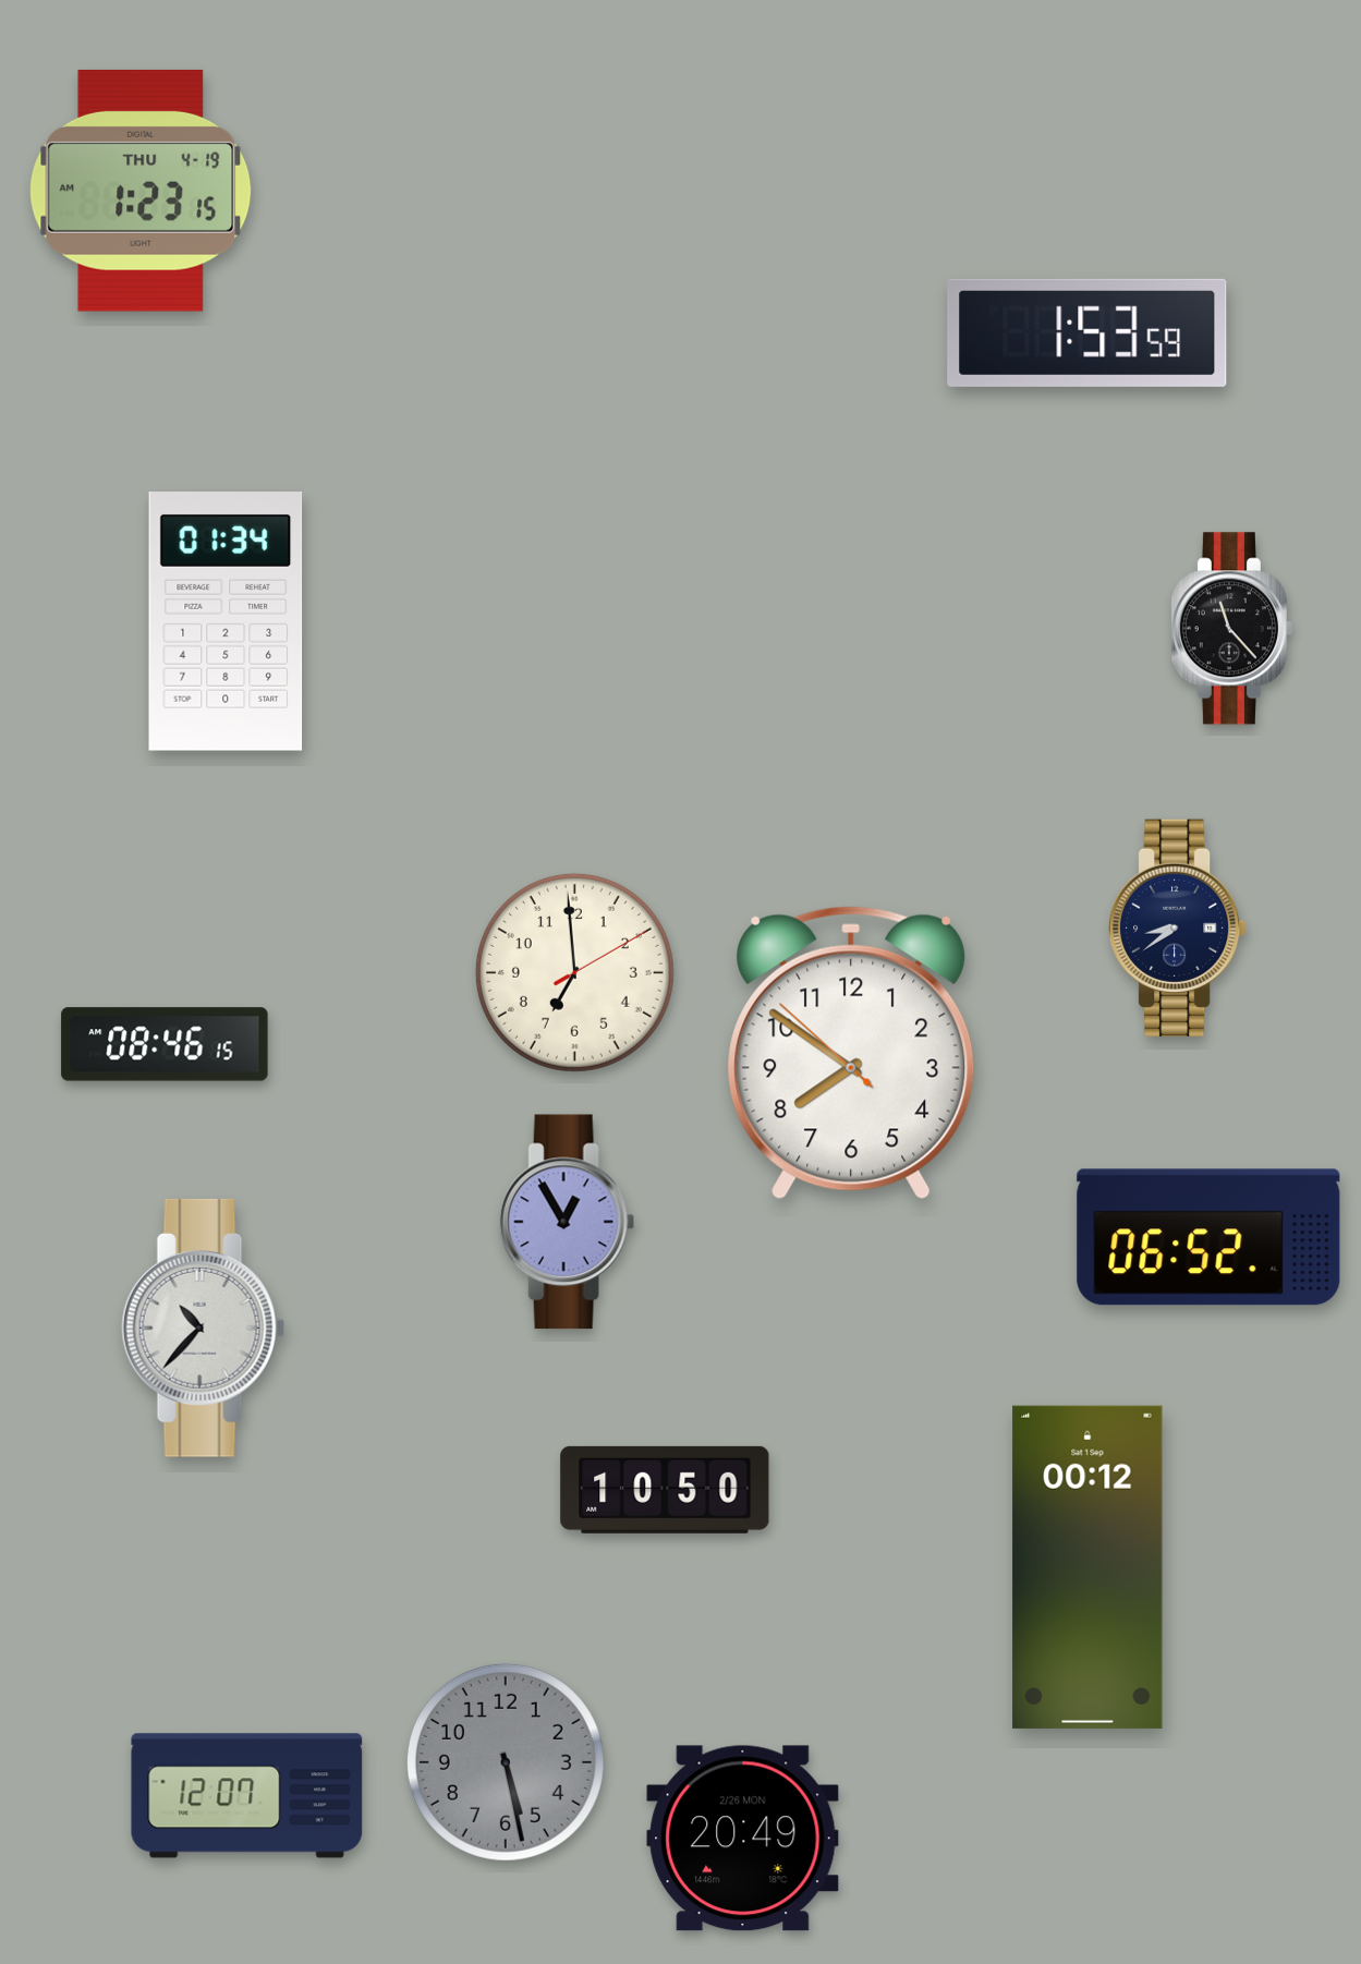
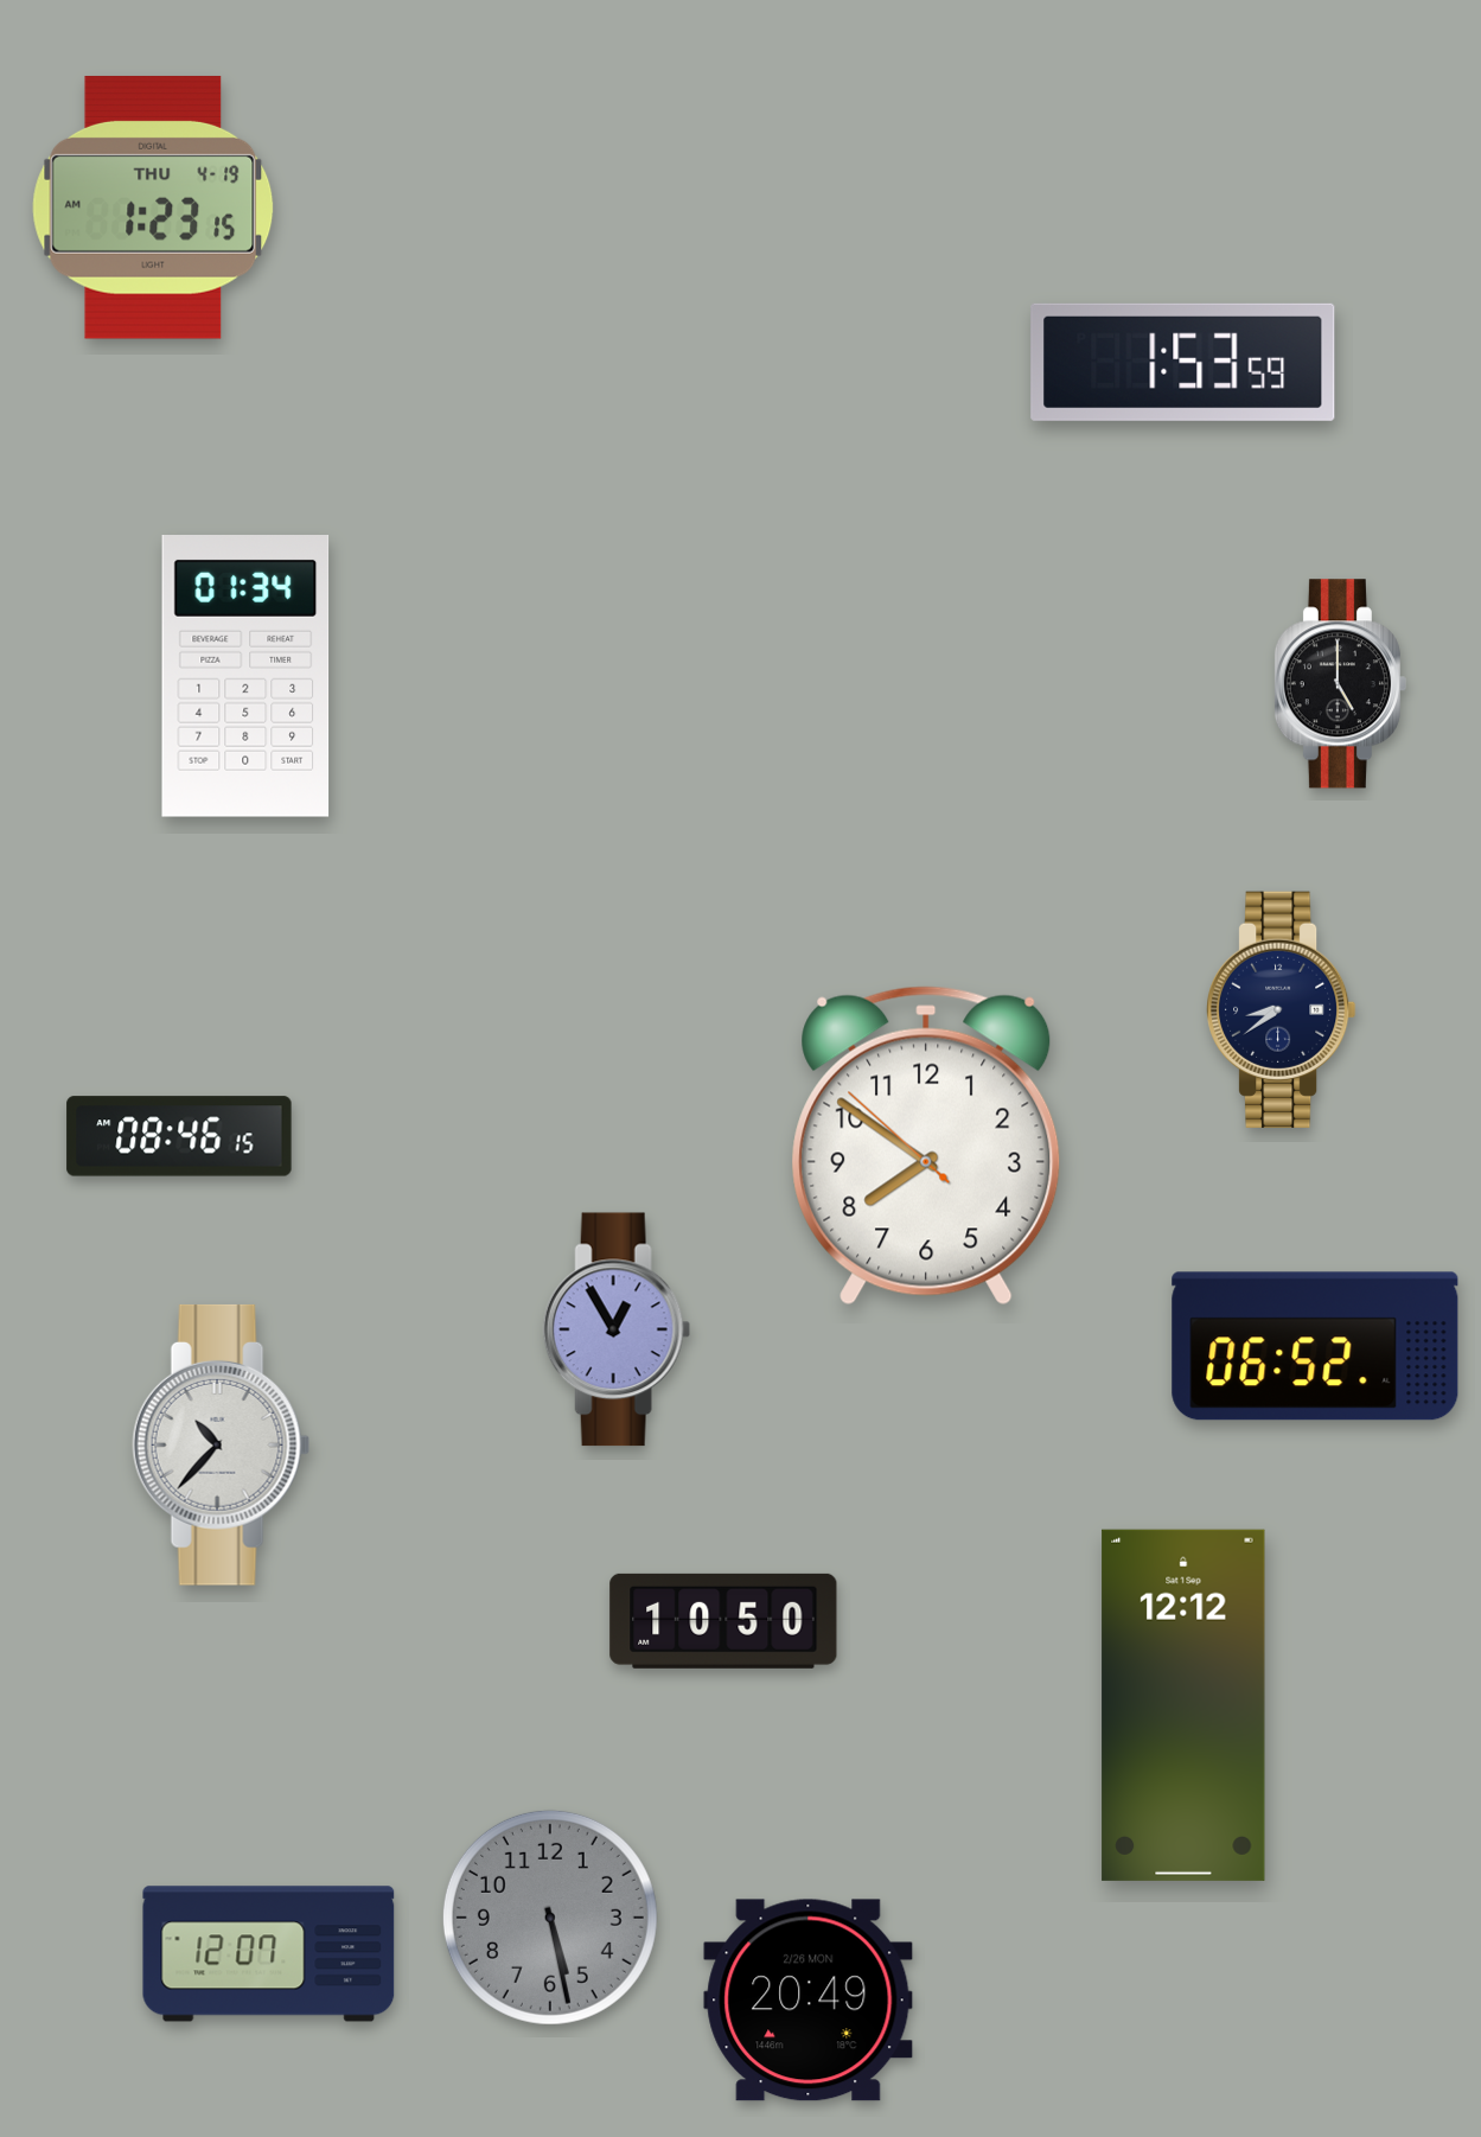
clock at (1231, 629): 11:23 -> 5:00
clock at (574, 972): 6:59 -> none
clock at (1087, 1567): 00:12 -> 12:12
